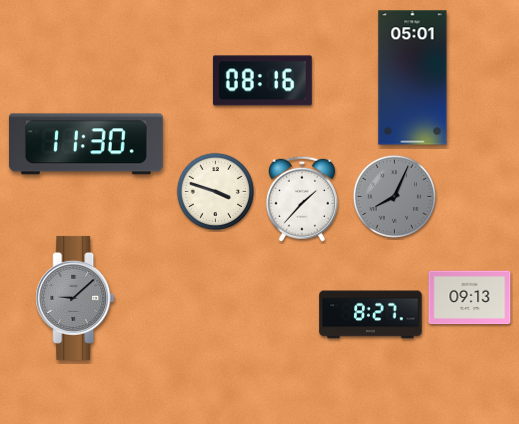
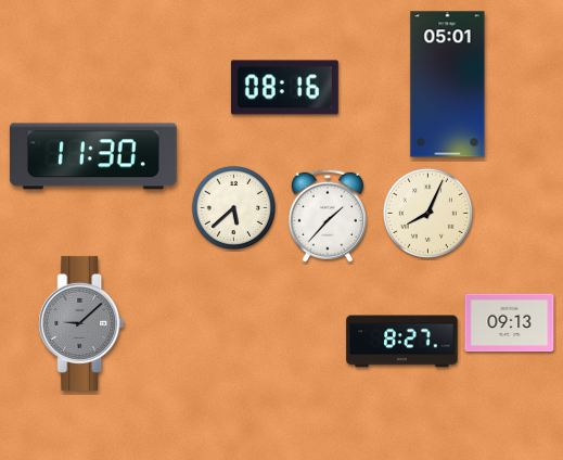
clock at (215, 191): 3:48 -> 5:38
clock at (394, 196) dial: grey -> cream
